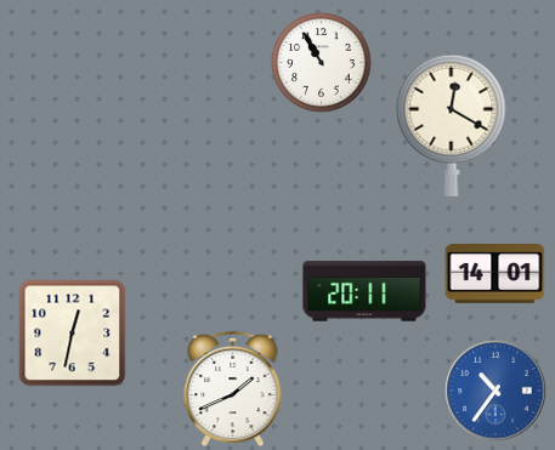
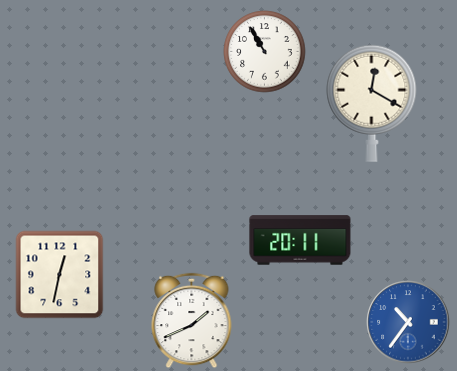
clock at (495, 274): 14:01 -> none
